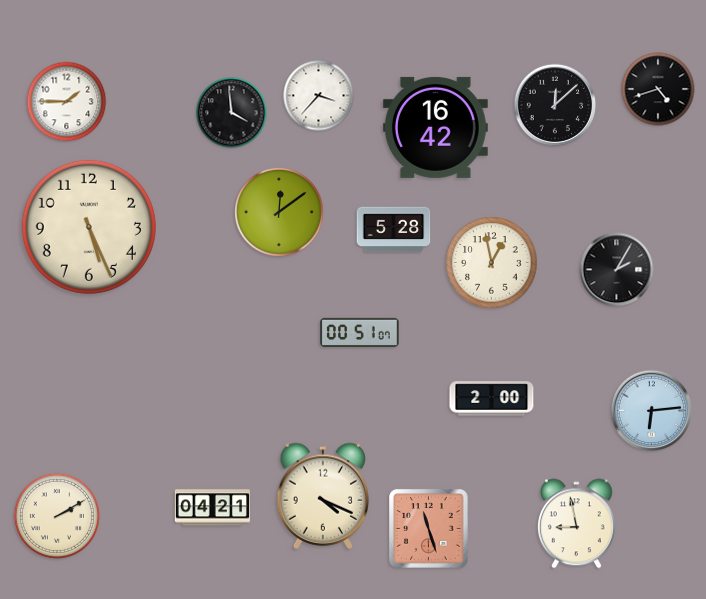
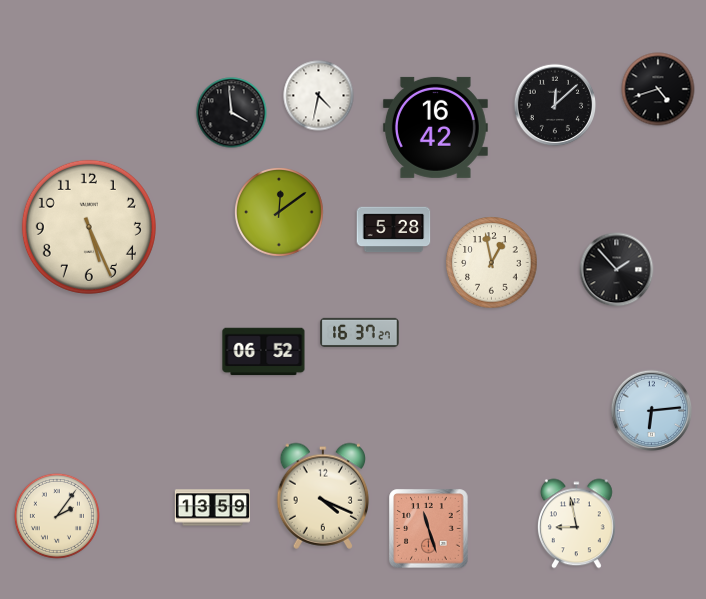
clock at (319, 96): 3:37 -> 4:32
clock at (67, 102): 1:45 -> none
clock at (617, 270): 2:05 -> 1:53
clock at (360, 332): 00:51 -> 16:37
clock at (264, 352): none -> 06:52
clock at (492, 399): 2:00 -> none
clock at (212, 508): 04:21 -> 13:59
clock at (57, 516): 2:10 -> 2:06
